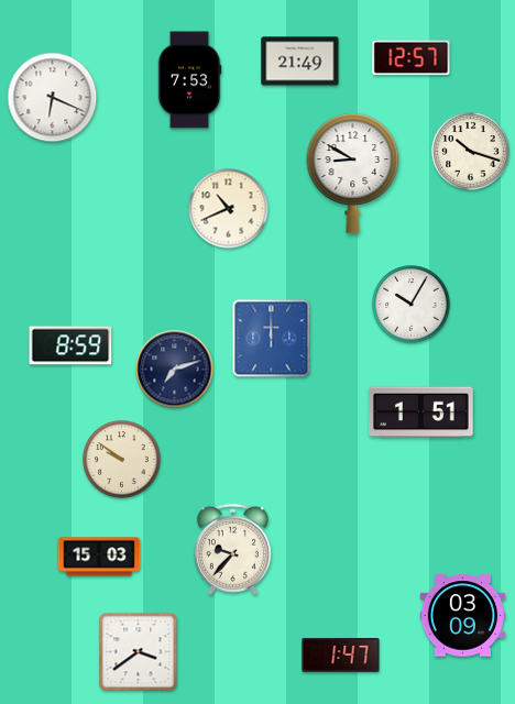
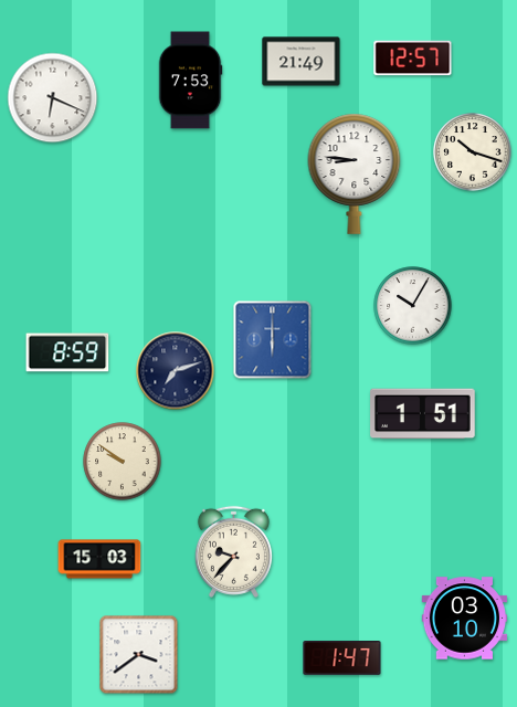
clock at (353, 173): 8:50 -> 8:46
clock at (229, 209): 10:41 -> none
clock at (272, 339): 12:00 -> 6:00
clock at (70, 345) position: (70, 345) -> (67, 352)
clock at (463, 616): 03:09 -> 03:10
